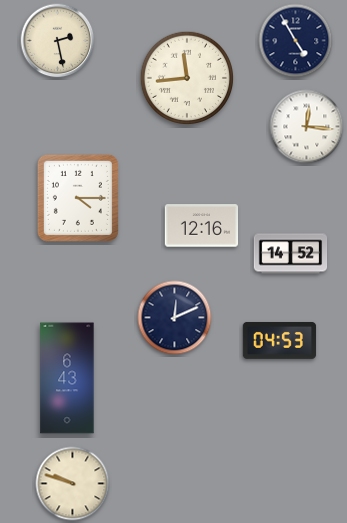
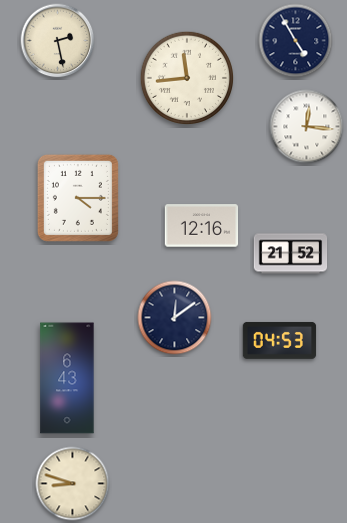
clock at (291, 254): 14:52 -> 21:52
clock at (175, 318): 12:11 -> 12:09
clock at (73, 484): 9:48 -> 8:48
